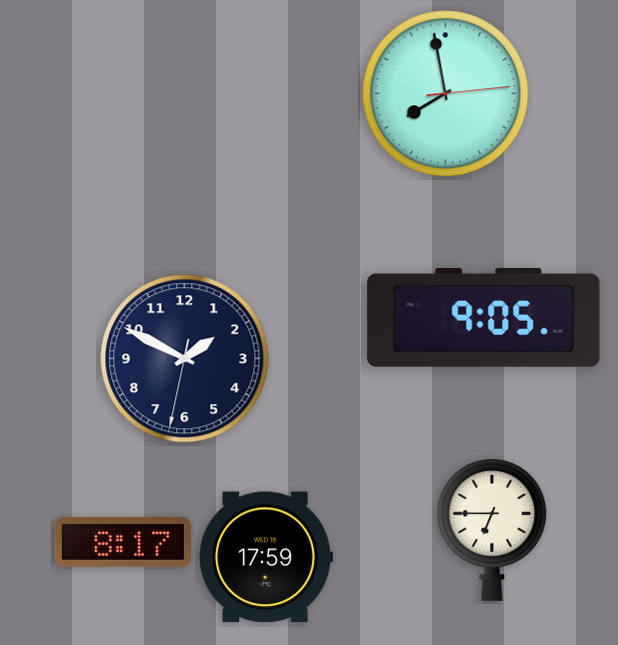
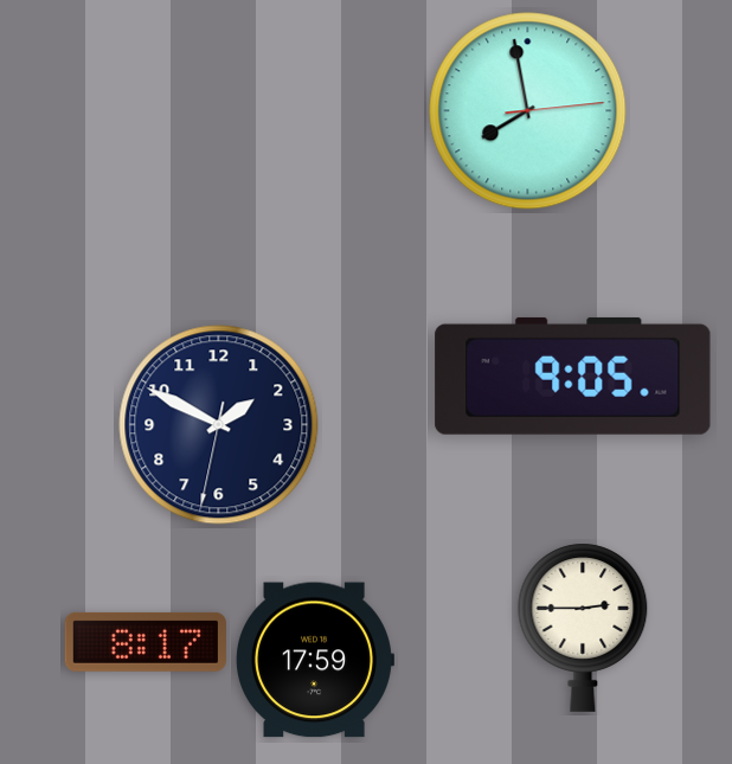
clock at (492, 530): 6:45 -> 2:45
